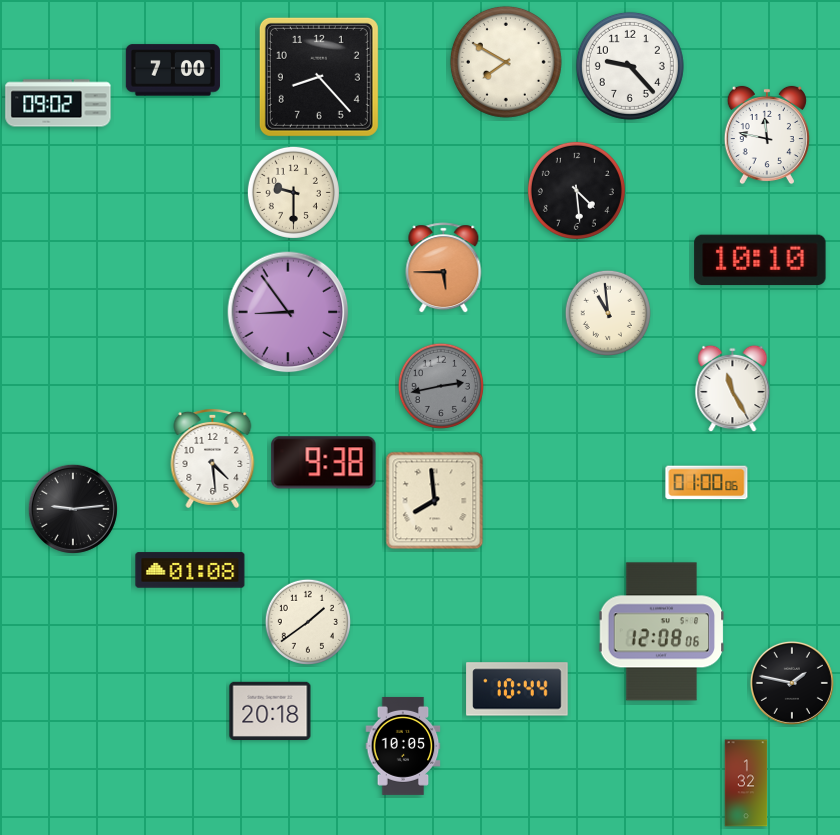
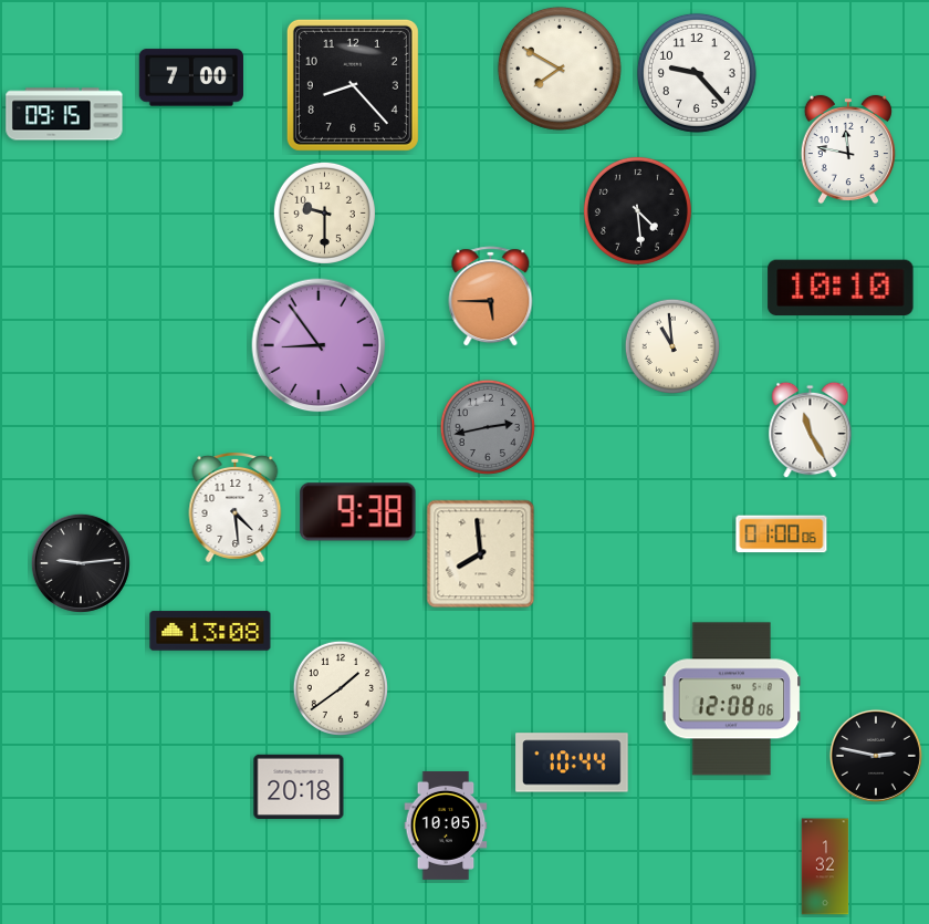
clock at (58, 103): 09:02 -> 09:15
clock at (190, 570): 01:08 -> 13:08
clock at (792, 683): 1:47 -> 2:47
